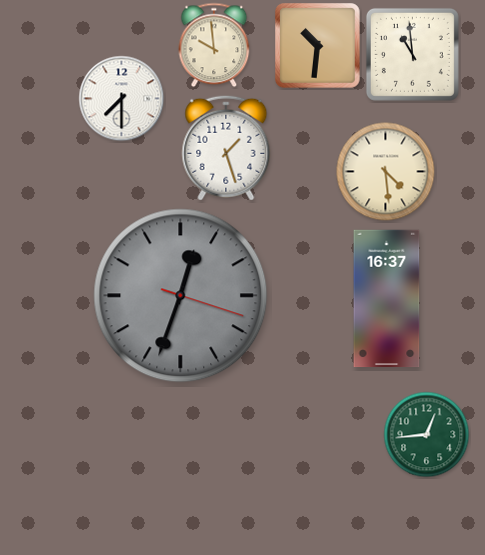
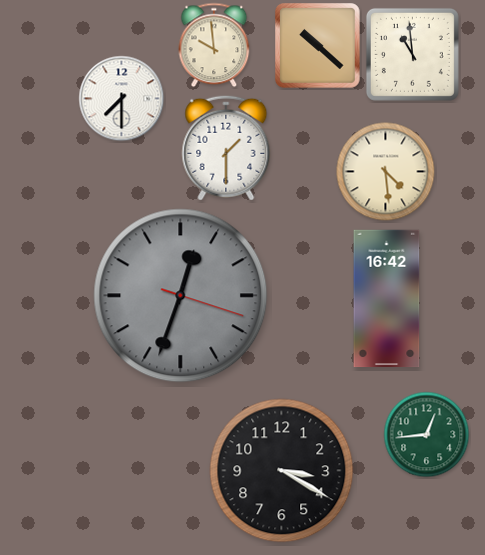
clock at (318, 46): 10:31 -> 10:22
clock at (226, 148): 1:27 -> 1:30
clock at (387, 299): 16:37 -> 16:42
clock at (282, 471): none -> 3:20
